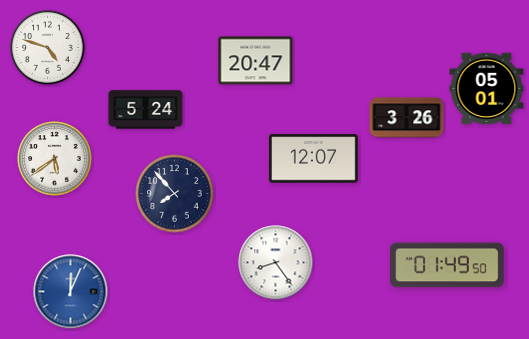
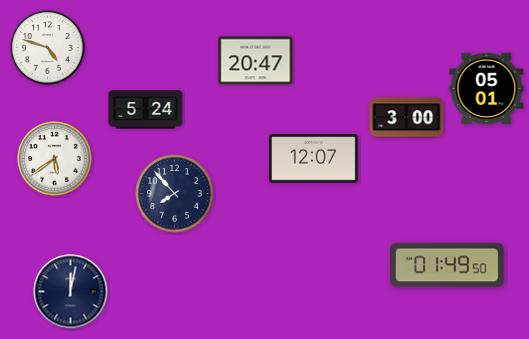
clock at (407, 118): 3:26 -> 3:00
clock at (276, 263): 8:24 -> none
clock at (71, 292): 12:04 -> 12:02
clock at (71, 292) dial: blue -> navy
